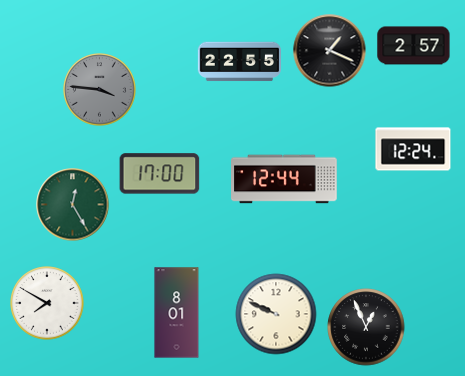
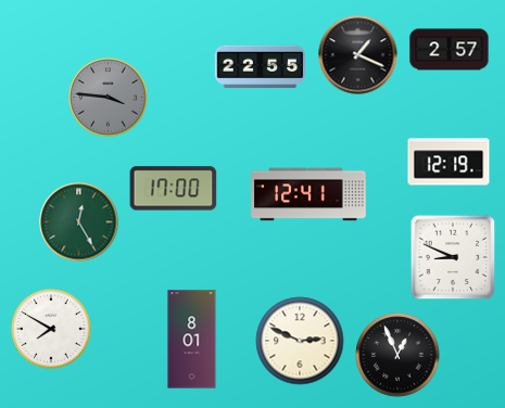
clock at (413, 149): 12:24 -> 12:19
clock at (284, 179): 12:44 -> 12:41
clock at (453, 257): none -> 8:49
clock at (276, 314): 9:49 -> 2:49
